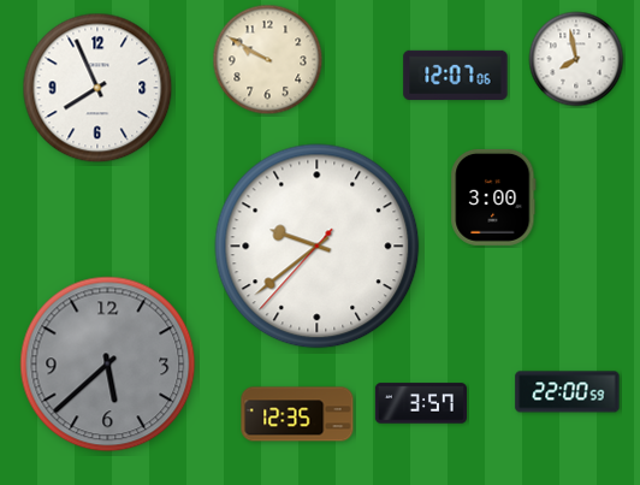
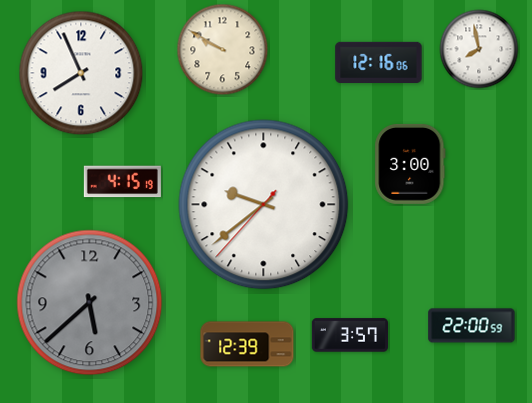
clock at (456, 75): 12:07 -> 12:16
clock at (122, 182): none -> 4:15
clock at (297, 414): 12:35 -> 12:39
